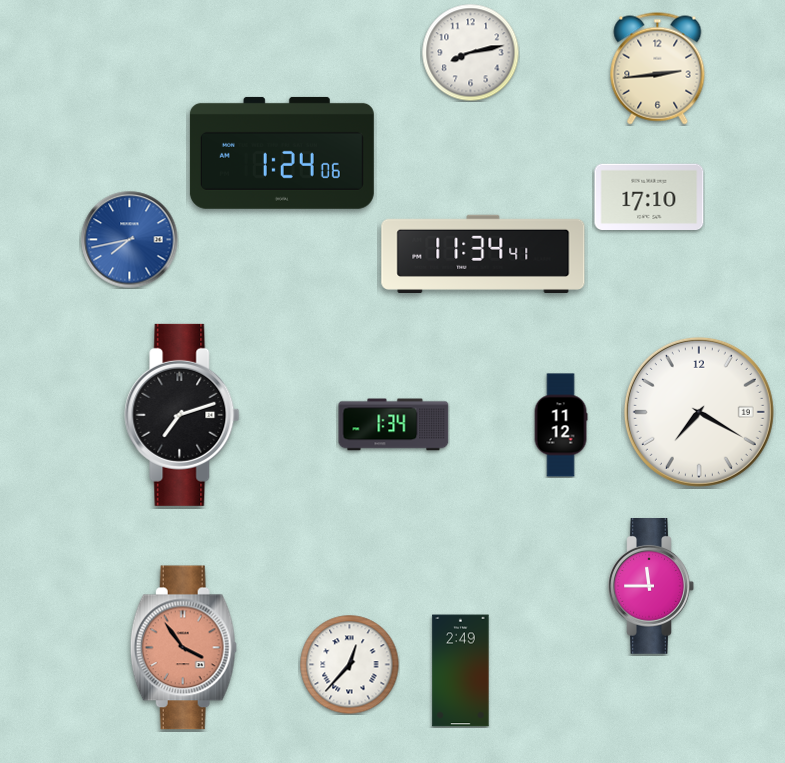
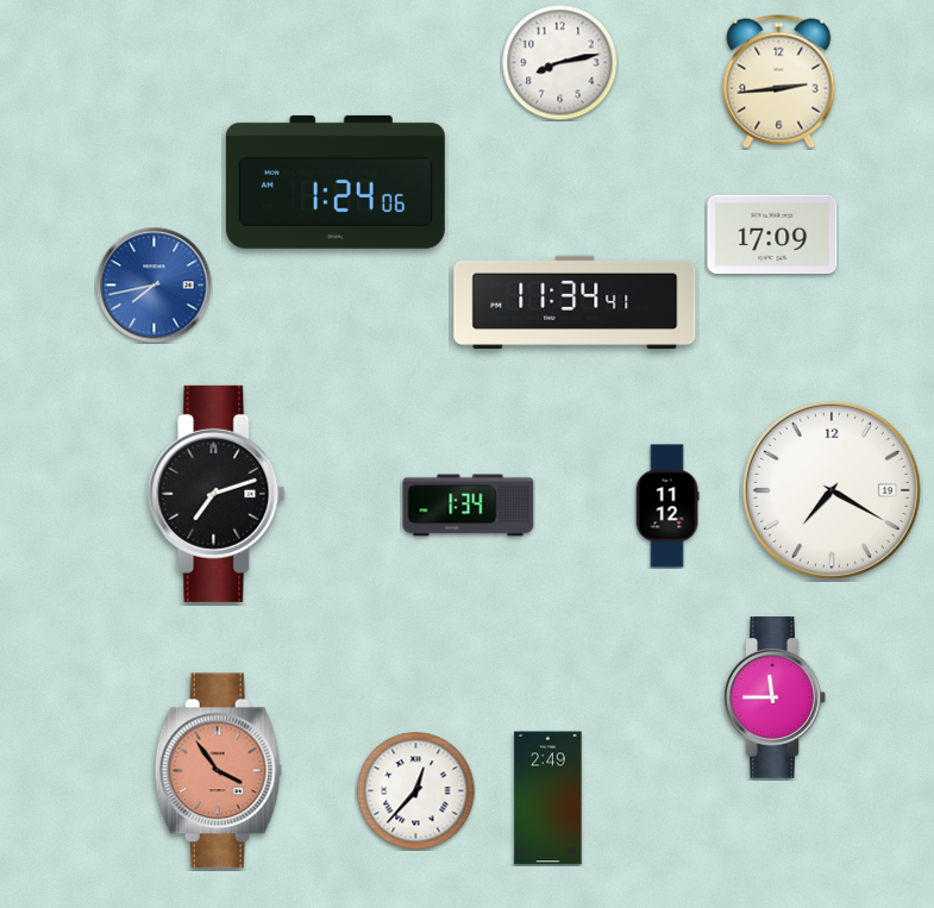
clock at (658, 69) position: (658, 69) -> (779, 82)
clock at (649, 197): 17:10 -> 17:09
